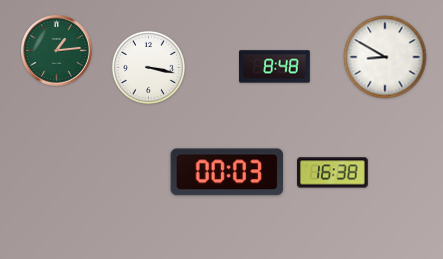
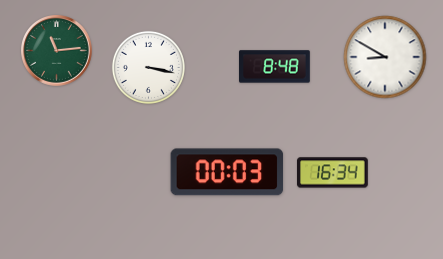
clock at (57, 51): 1:14 -> 11:14
clock at (333, 173): 16:38 -> 16:34
